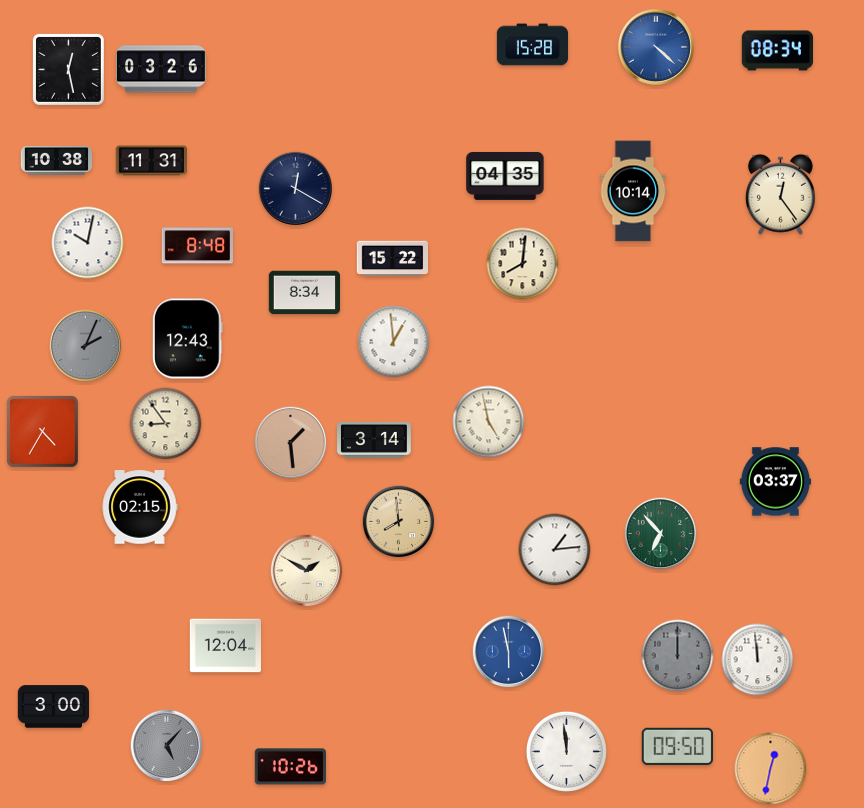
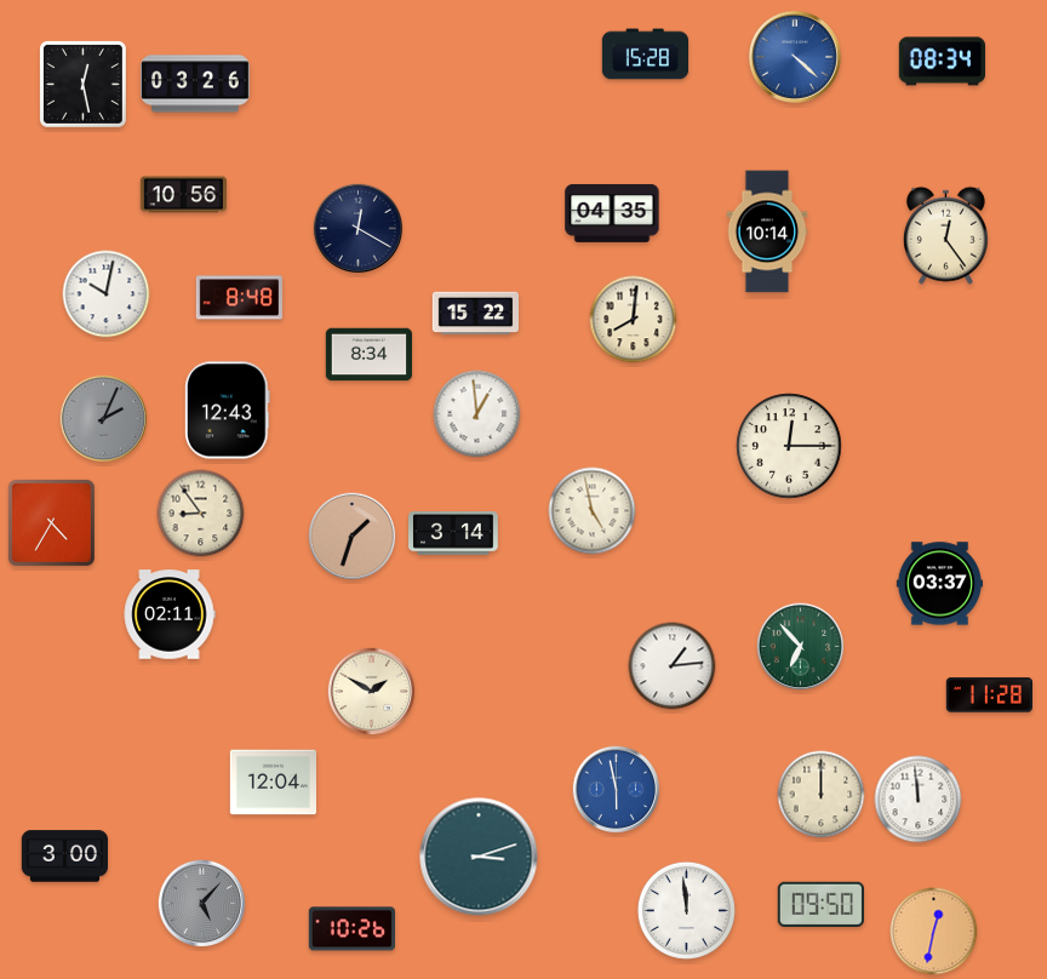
clock at (57, 160): 10:38 -> none
clock at (151, 161): 11:31 -> 10:56
clock at (789, 446): none -> 12:15
clock at (291, 443): 1:29 -> 1:33
clock at (140, 507): 02:15 -> 02:11
clock at (399, 522): 7:59 -> none
clock at (989, 695): none -> 11:28
clock at (678, 656) dial: grey -> cream
clock at (479, 857): none -> 3:12
